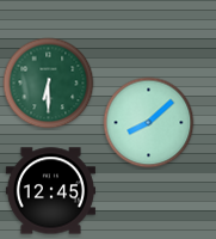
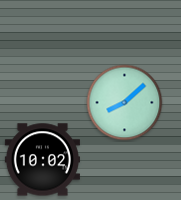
clock at (49, 84): 6:30 -> none
clock at (50, 191): 12:45 -> 10:02
